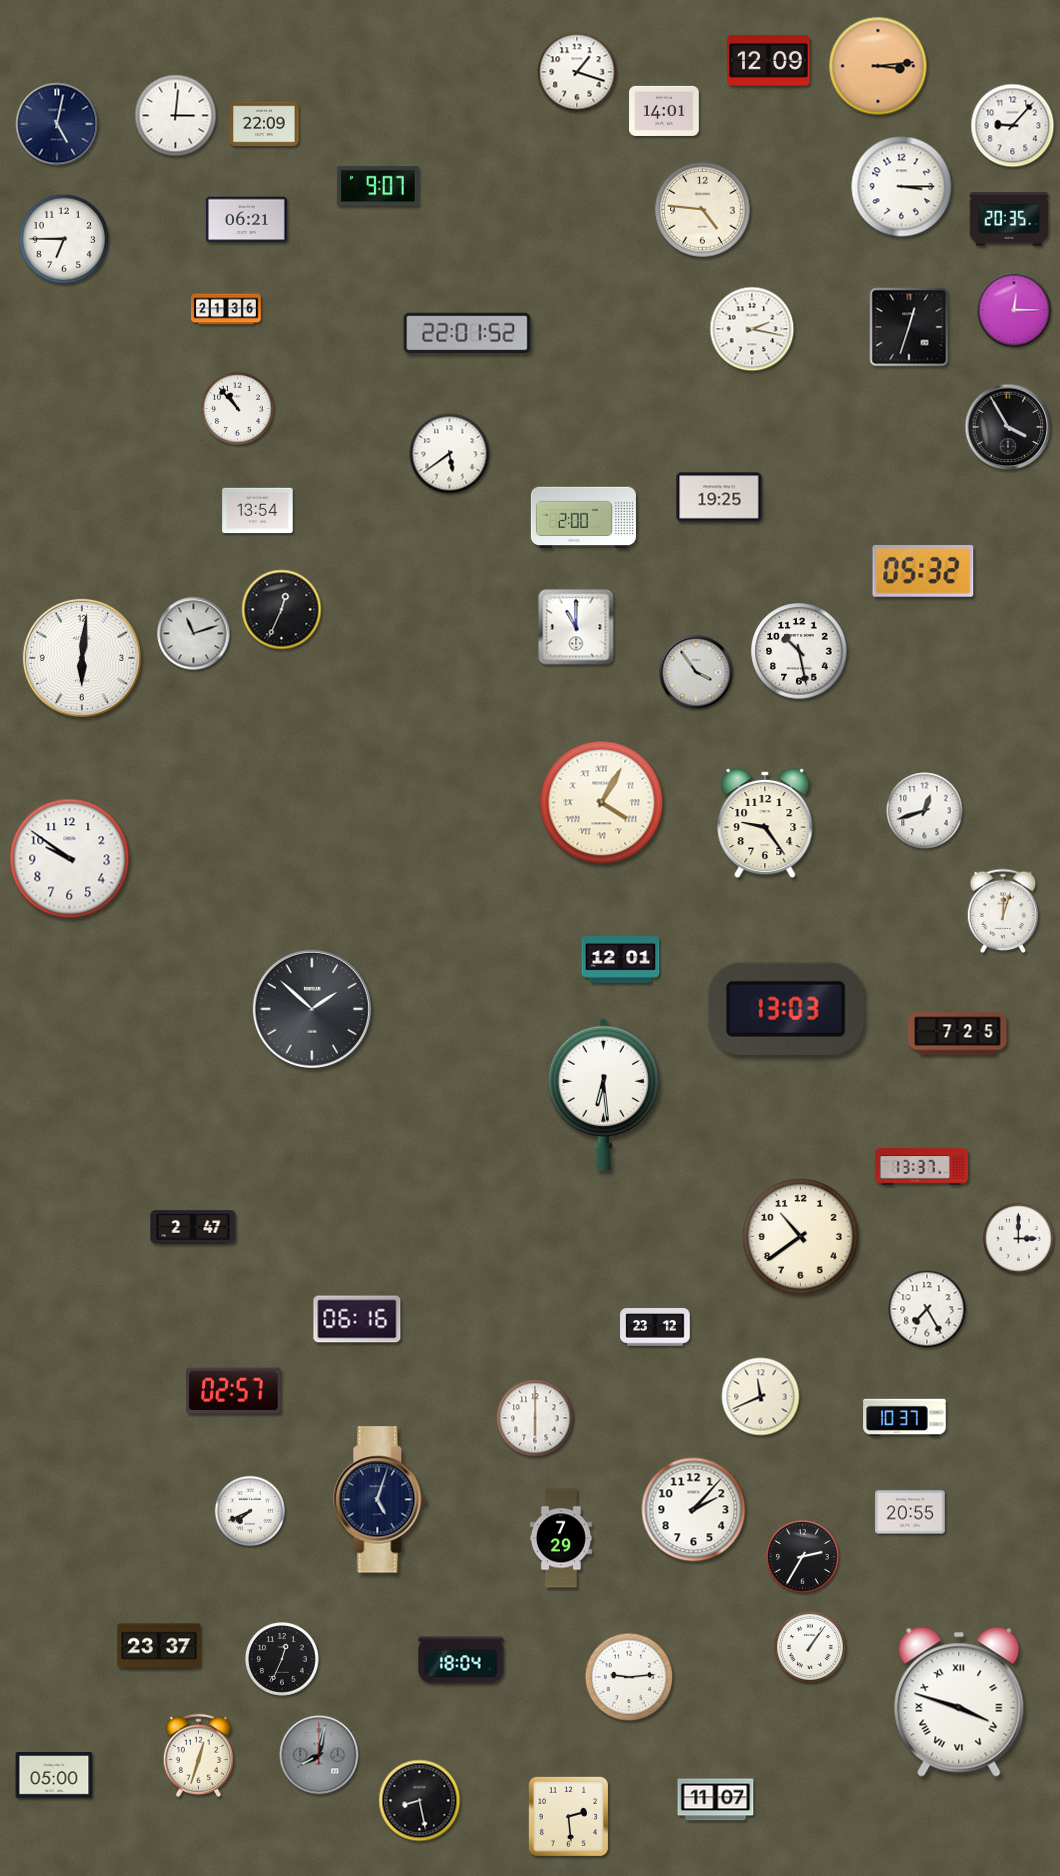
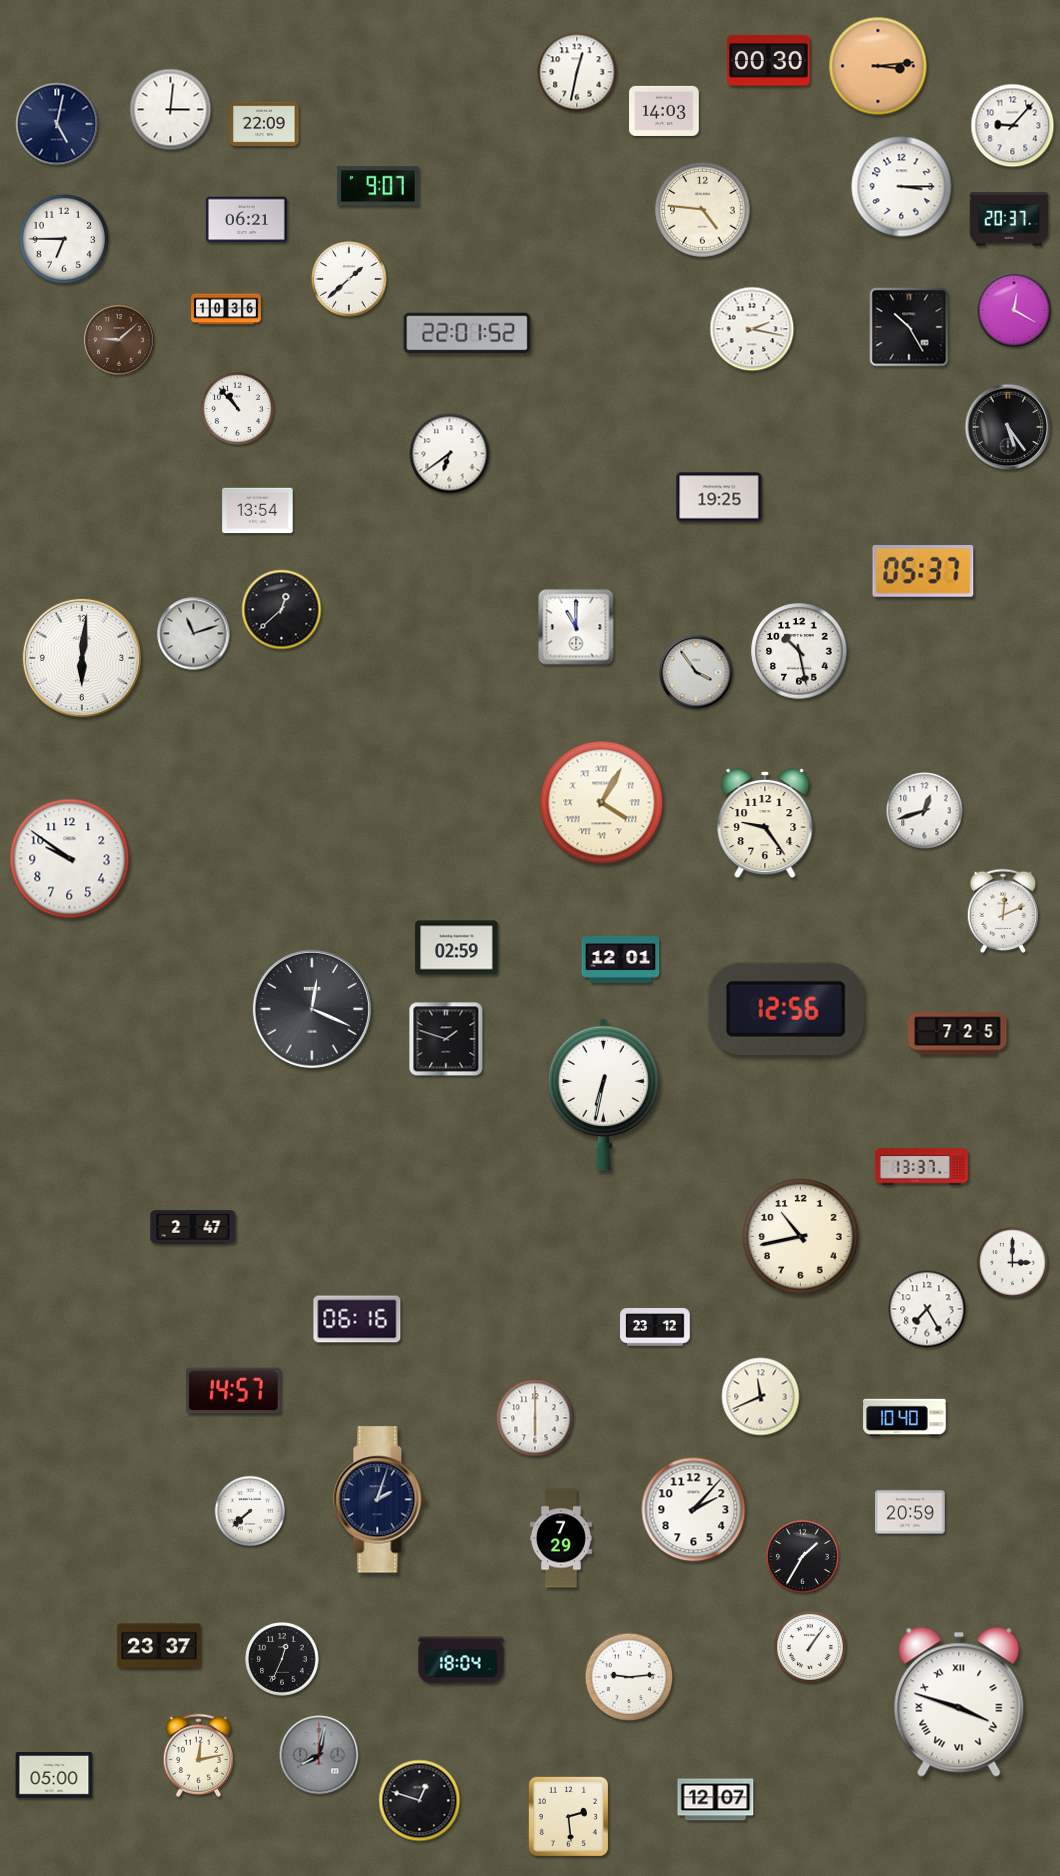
clock at (769, 61): 12:09 -> 00:30
clock at (577, 72): 1:18 -> 12:32
clock at (664, 111): 14:01 -> 14:03
clock at (176, 116) position: (176, 116) -> (171, 110)
clock at (1009, 219): 20:35 -> 20:37
clock at (349, 279): none -> 1:38
clock at (226, 309): 21:36 -> 10:36
clock at (1014, 310): 12:15 -> 12:20
clock at (909, 327): 12:33 -> 10:25
clock at (119, 340): none -> 9:08
clock at (1008, 427): 3:55 -> 5:24
clock at (450, 454): 5:39 -> 6:39
clock at (583, 518): 2:00 -> none
clock at (923, 571): 05:32 -> 05:37
clock at (282, 610): 12:34 -> 12:38
clock at (1003, 911): 12:03 -> 12:11
clock at (457, 948): none -> 02:59
clock at (312, 1009): 1:52 -> 12:19
clock at (786, 1009): 13:03 -> 12:56
clock at (446, 1039): none -> 1:48
clock at (603, 1094): 6:29 -> 6:32
clock at (801, 1237): 10:39 -> 10:43
clock at (1018, 1238) position: (1018, 1238) -> (1012, 1262)
clock at (234, 1391): 02:57 -> 14:57
clock at (905, 1417): 10:37 -> 10:40
clock at (380, 1500): 5:03 -> 2:03
clock at (250, 1511): 7:41 -> 7:38
clock at (910, 1512): 20:55 -> 20:59
clock at (803, 1557): 2:35 -> 1:35
clock at (198, 1755): 12:33 -> 12:13
clock at (716, 1800): 11:07 -> 12:07
clock at (420, 1801): 8:28 -> 12:48
